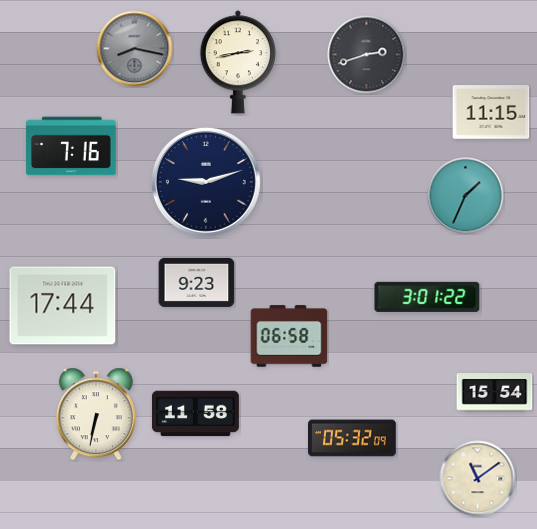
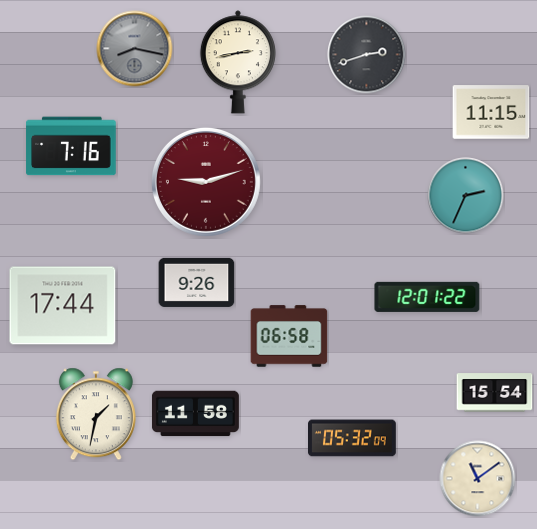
clock at (206, 182) dial: navy -> burgundy
clock at (466, 196): 1:34 -> 2:34
clock at (197, 282): 9:23 -> 9:26
clock at (427, 297): 3:01 -> 12:01
clock at (96, 414): 6:32 -> 1:32
